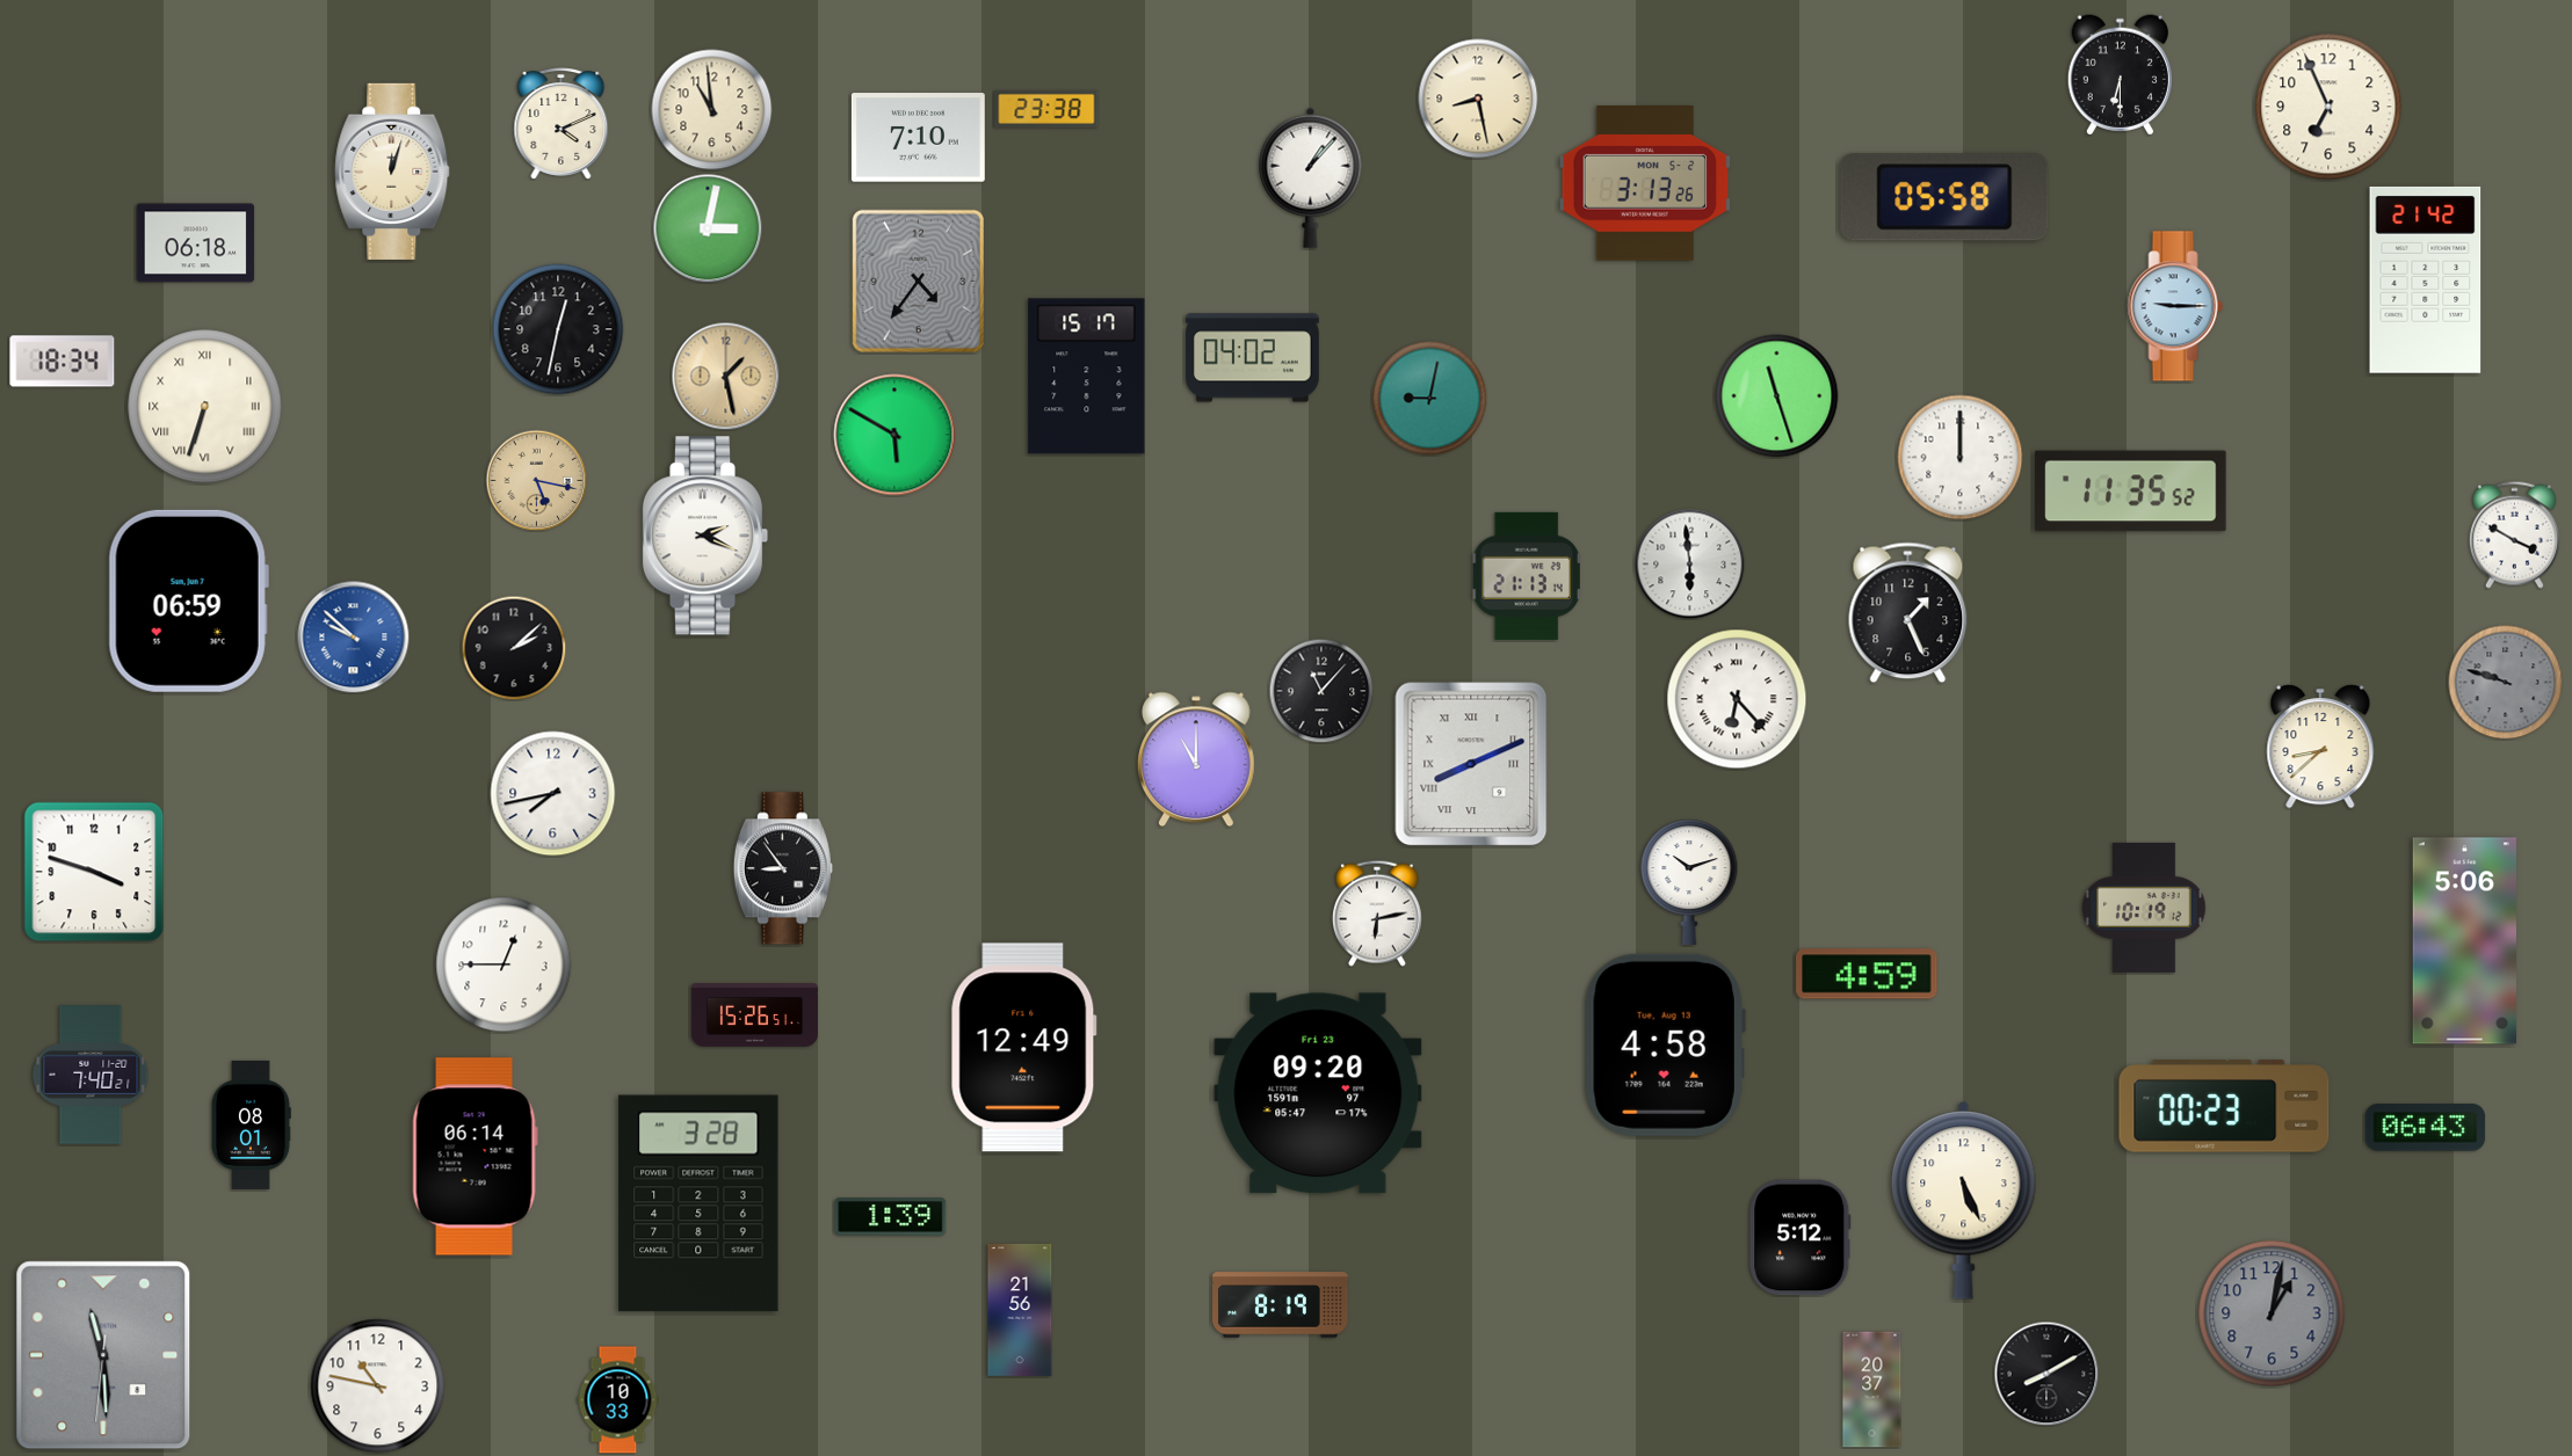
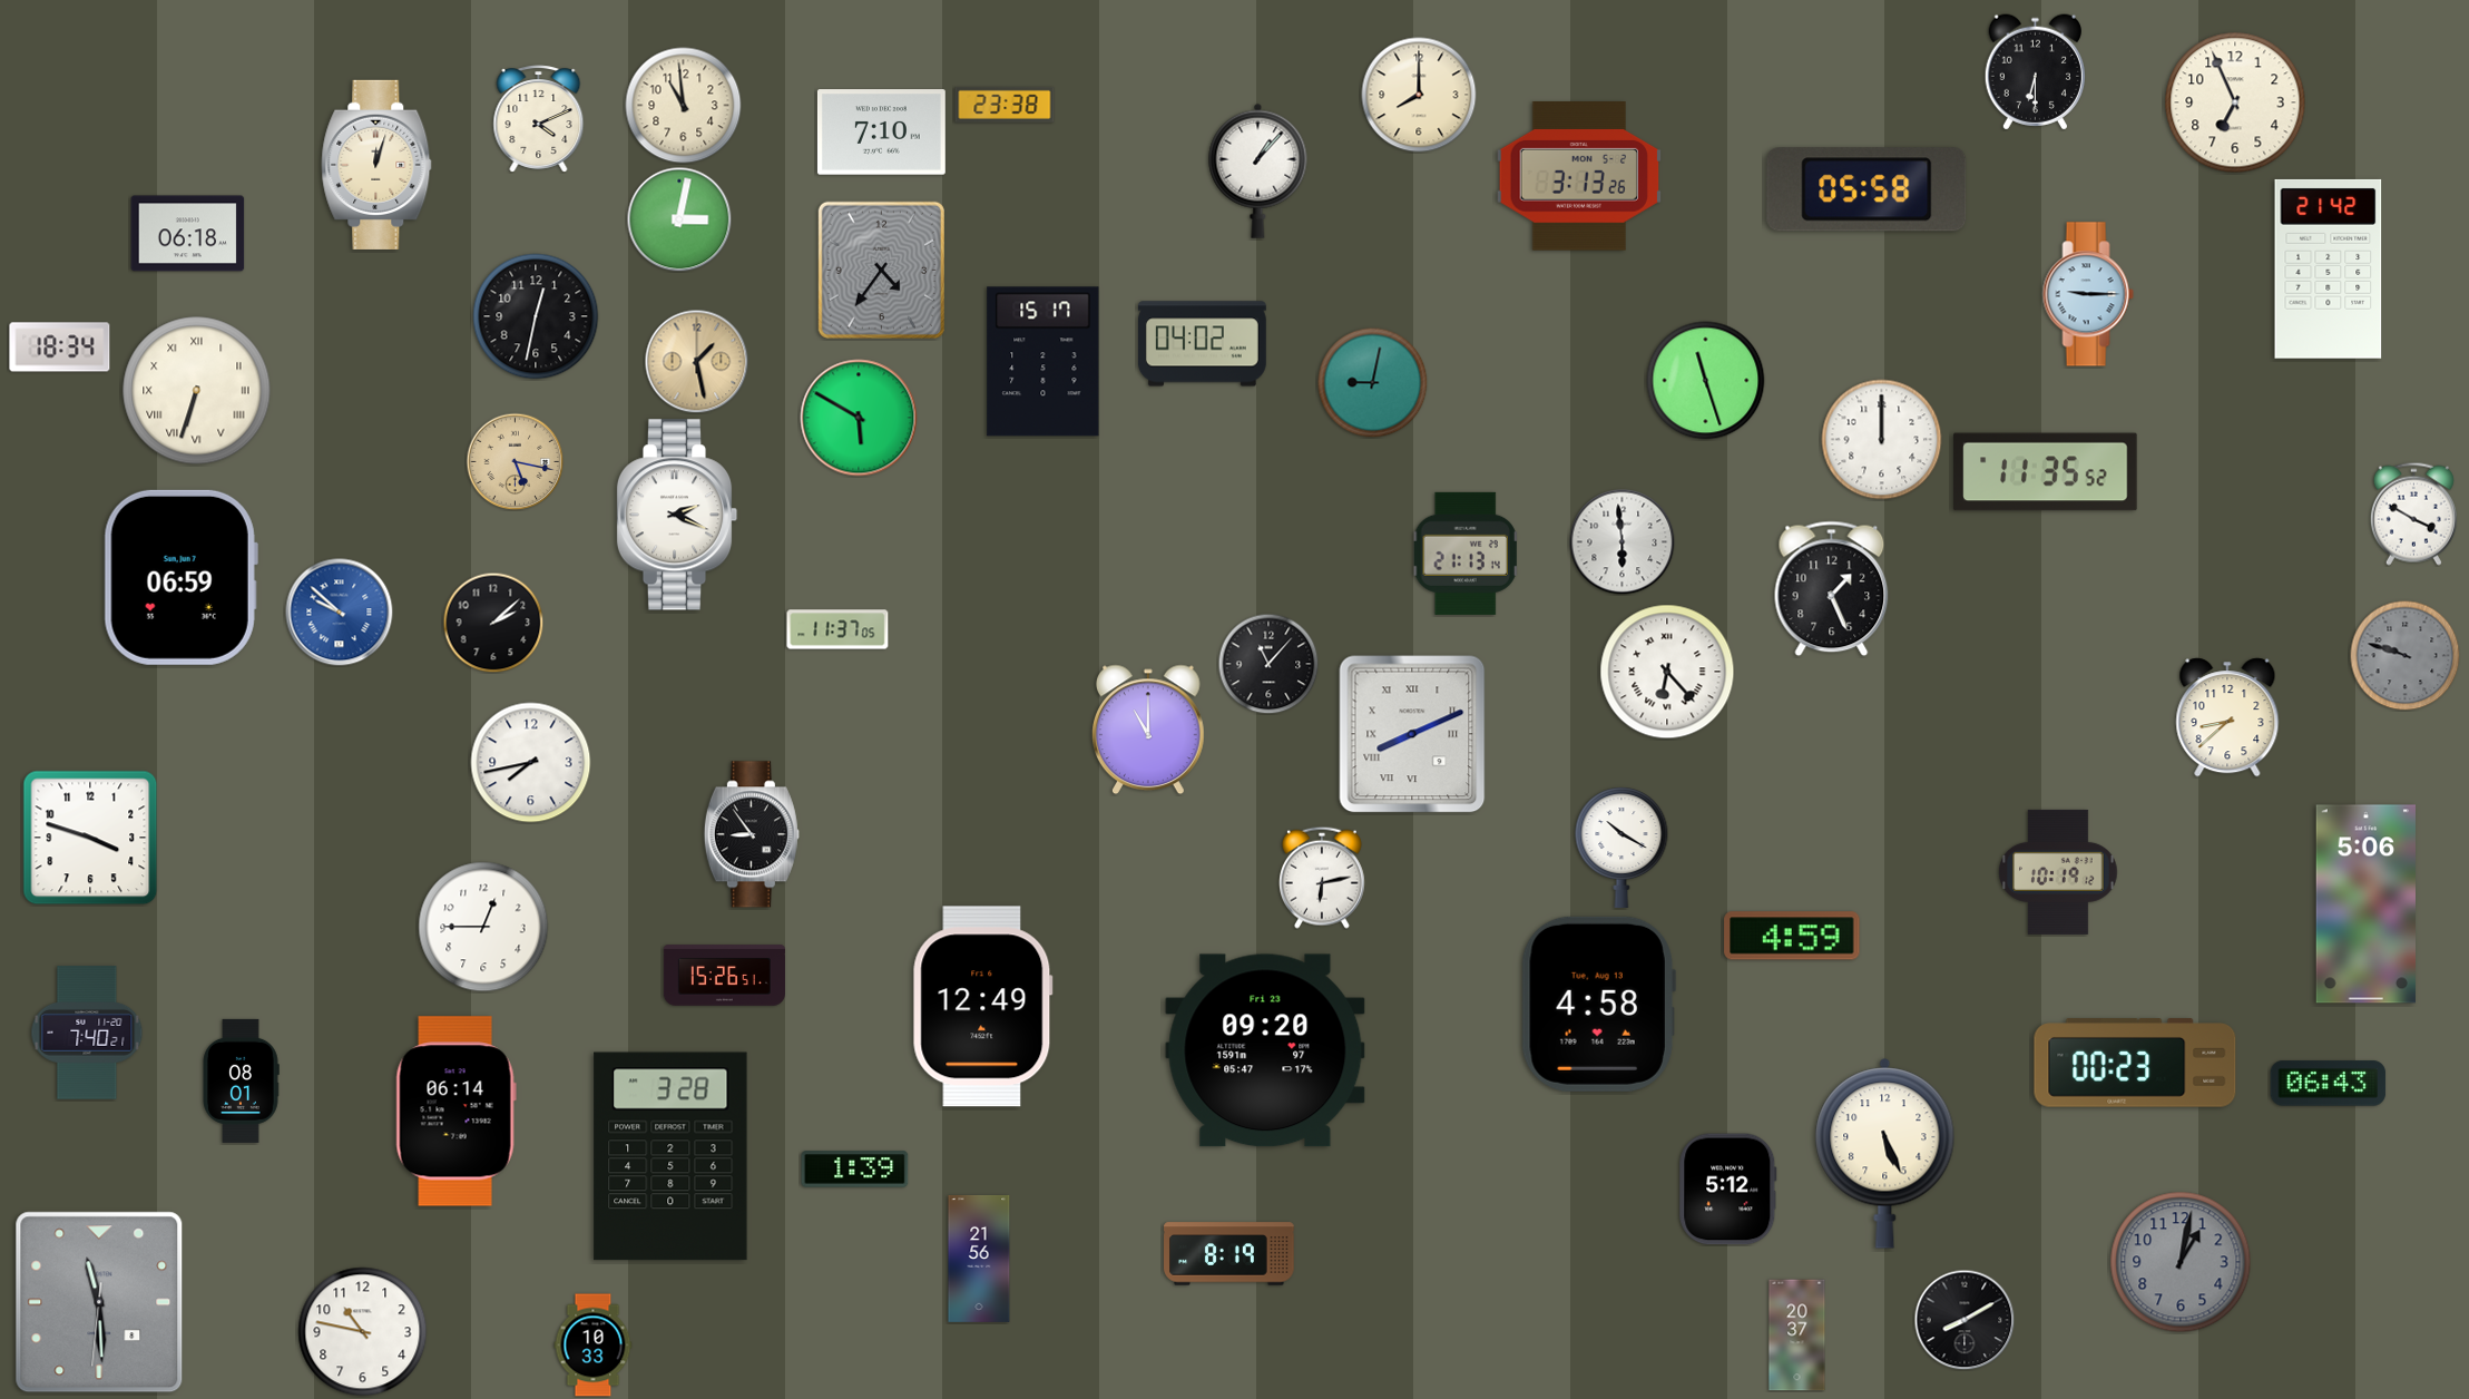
clock at (1478, 99): 8:28 -> 8:00
clock at (837, 629): none -> 11:37
clock at (1689, 882): 10:12 -> 10:20
